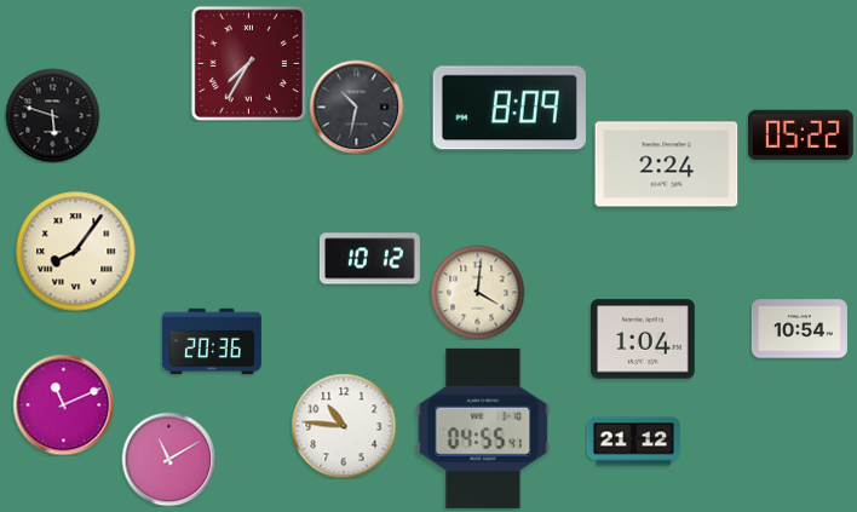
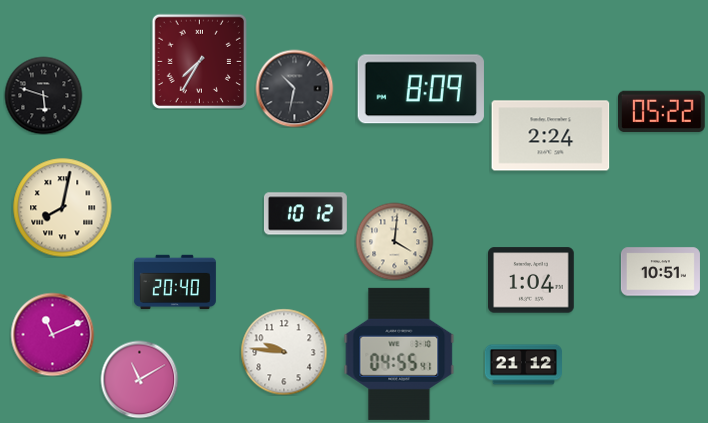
clock at (248, 63) position: (248, 63) -> (199, 61)
clock at (76, 252): 8:06 -> 8:02
clock at (799, 329): 10:54 -> 10:51
clock at (212, 341): 20:36 -> 20:40
clock at (344, 426): 10:46 -> 9:46
